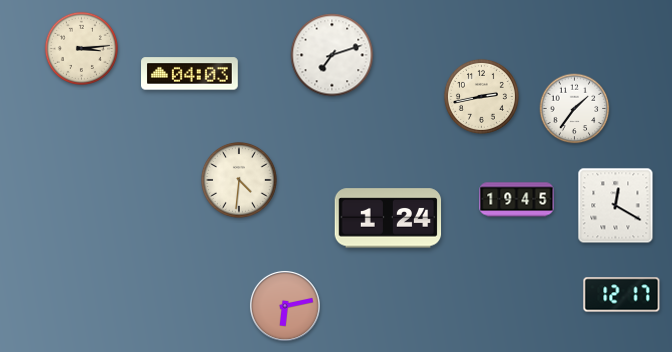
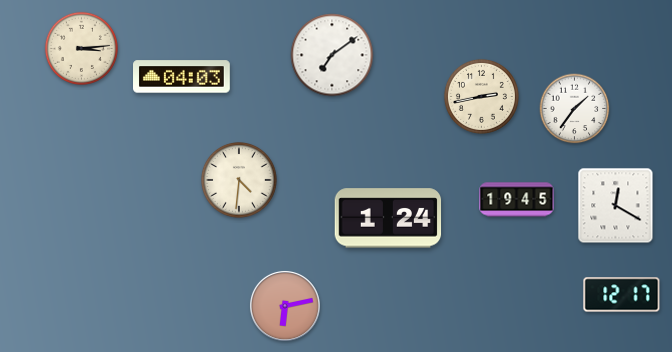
clock at (332, 55): 7:12 -> 7:09
clock at (190, 74) position: (190, 74) -> (182, 77)
